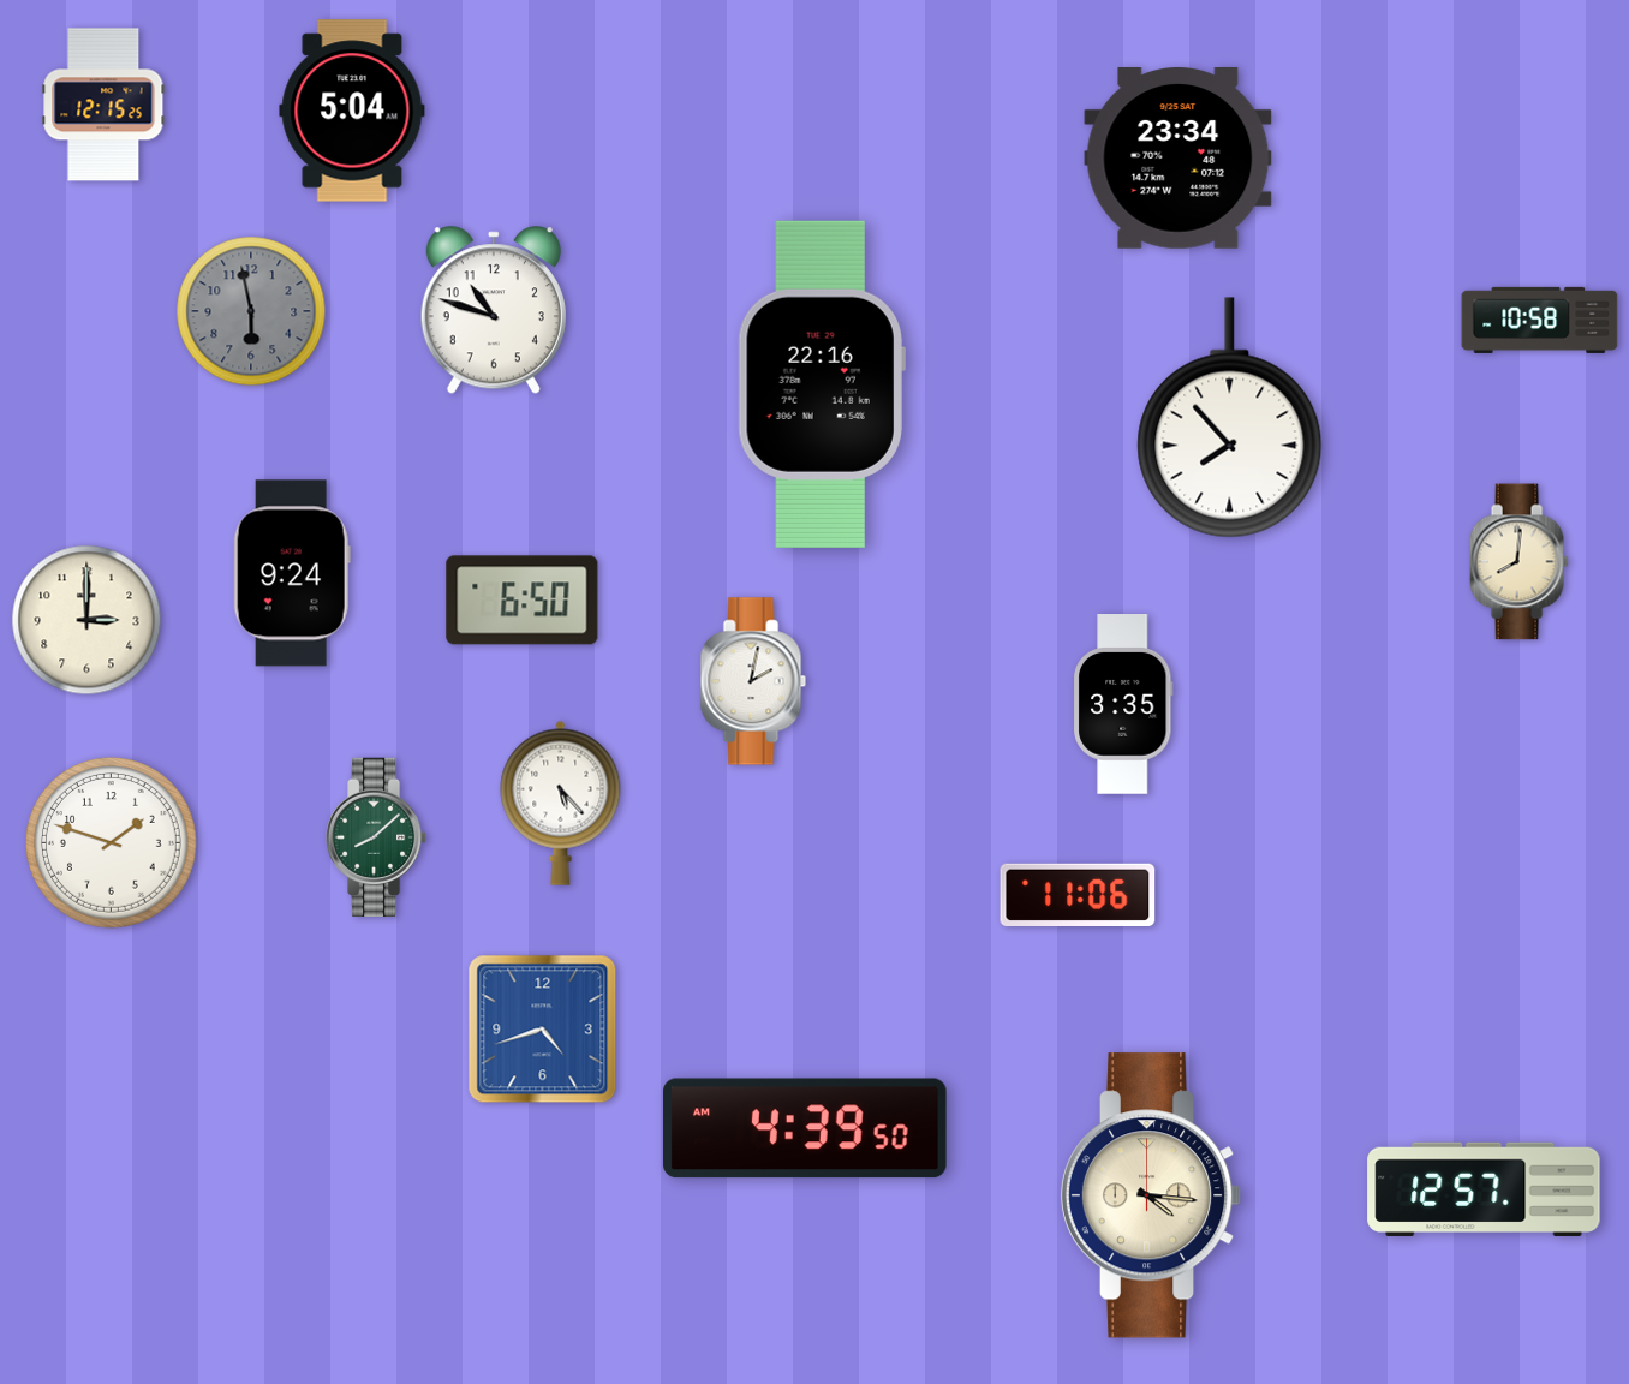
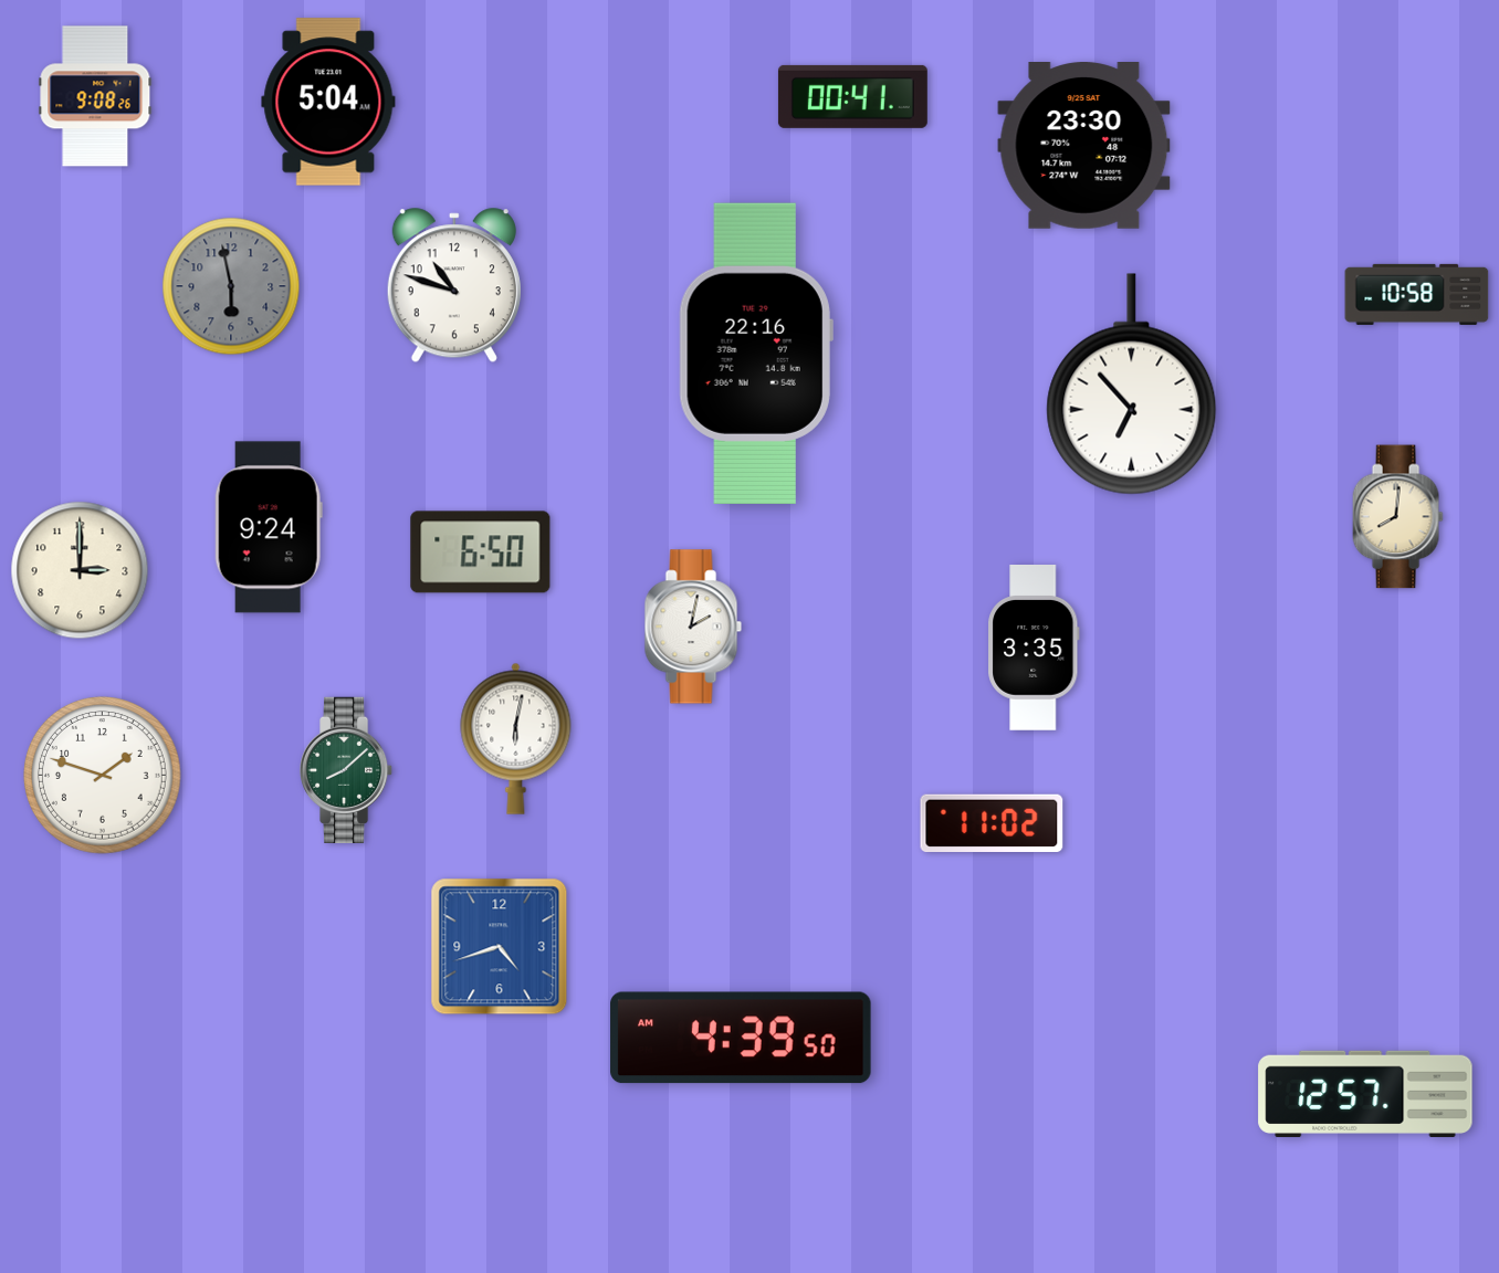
clock at (103, 105): 12:15 -> 9:08
clock at (852, 96): none -> 00:41
clock at (352, 111) position: (352, 111) -> (328, 102)
clock at (1179, 159): 23:34 -> 23:30
clock at (1230, 418): 7:53 -> 6:53
clock at (561, 803): 5:23 -> 6:02
clock at (1078, 894): 11:06 -> 11:02
clock at (1151, 1195): 4:16 -> none
